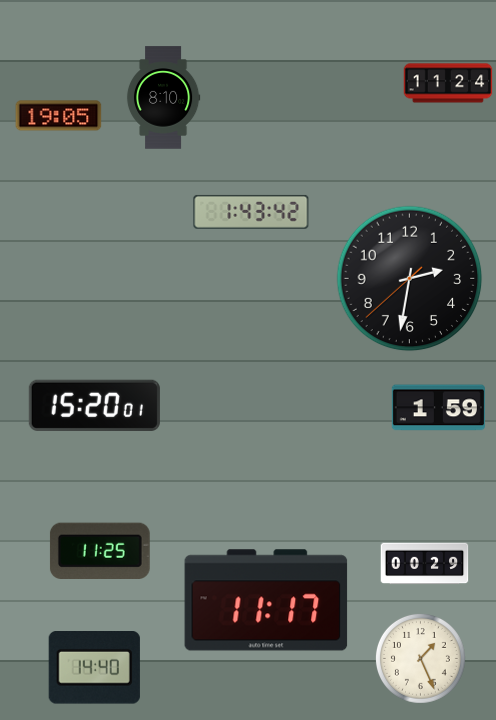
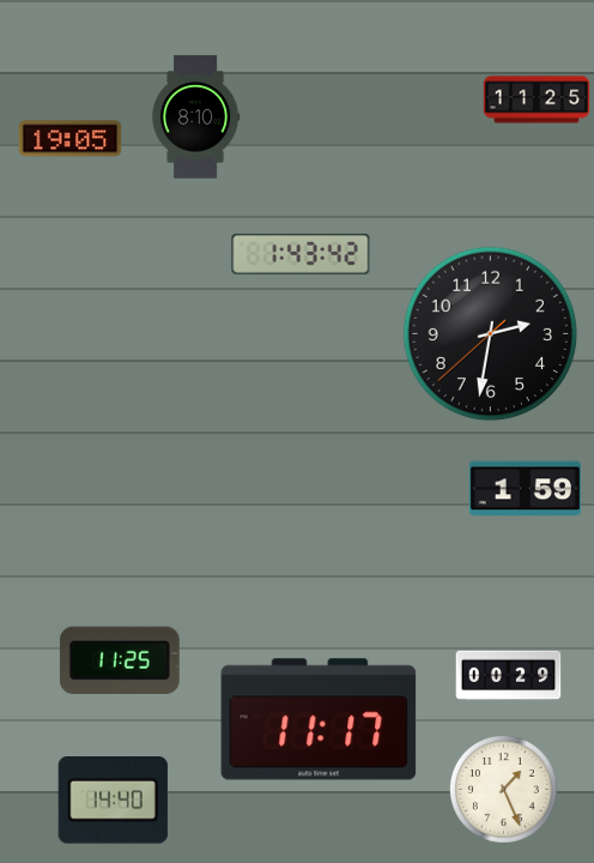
clock at (448, 83): 11:24 -> 11:25
clock at (94, 405): 15:20 -> none
